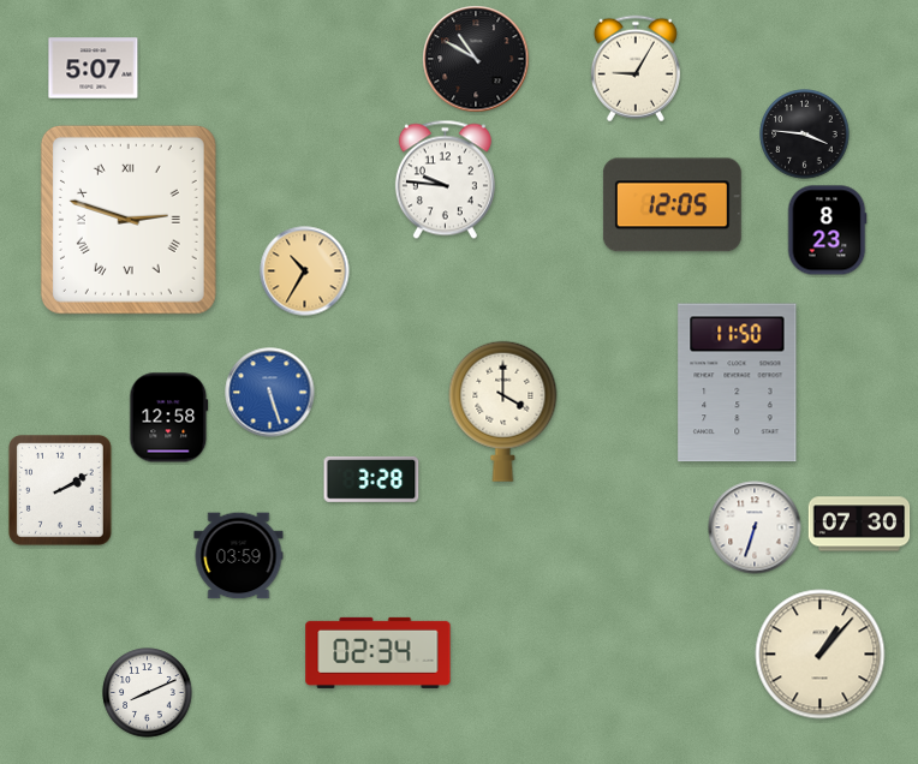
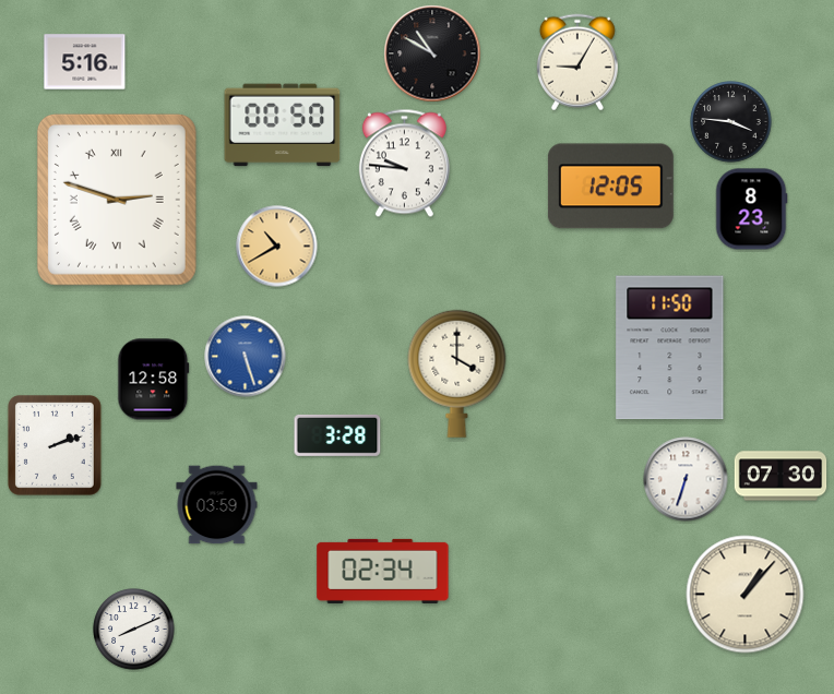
clock at (94, 68): 5:07 -> 5:16
clock at (283, 125): none -> 00:50
clock at (305, 271): 10:35 -> 10:40
clock at (60, 491): 2:10 -> 2:12
clock at (378, 652) position: (378, 652) -> (383, 571)
